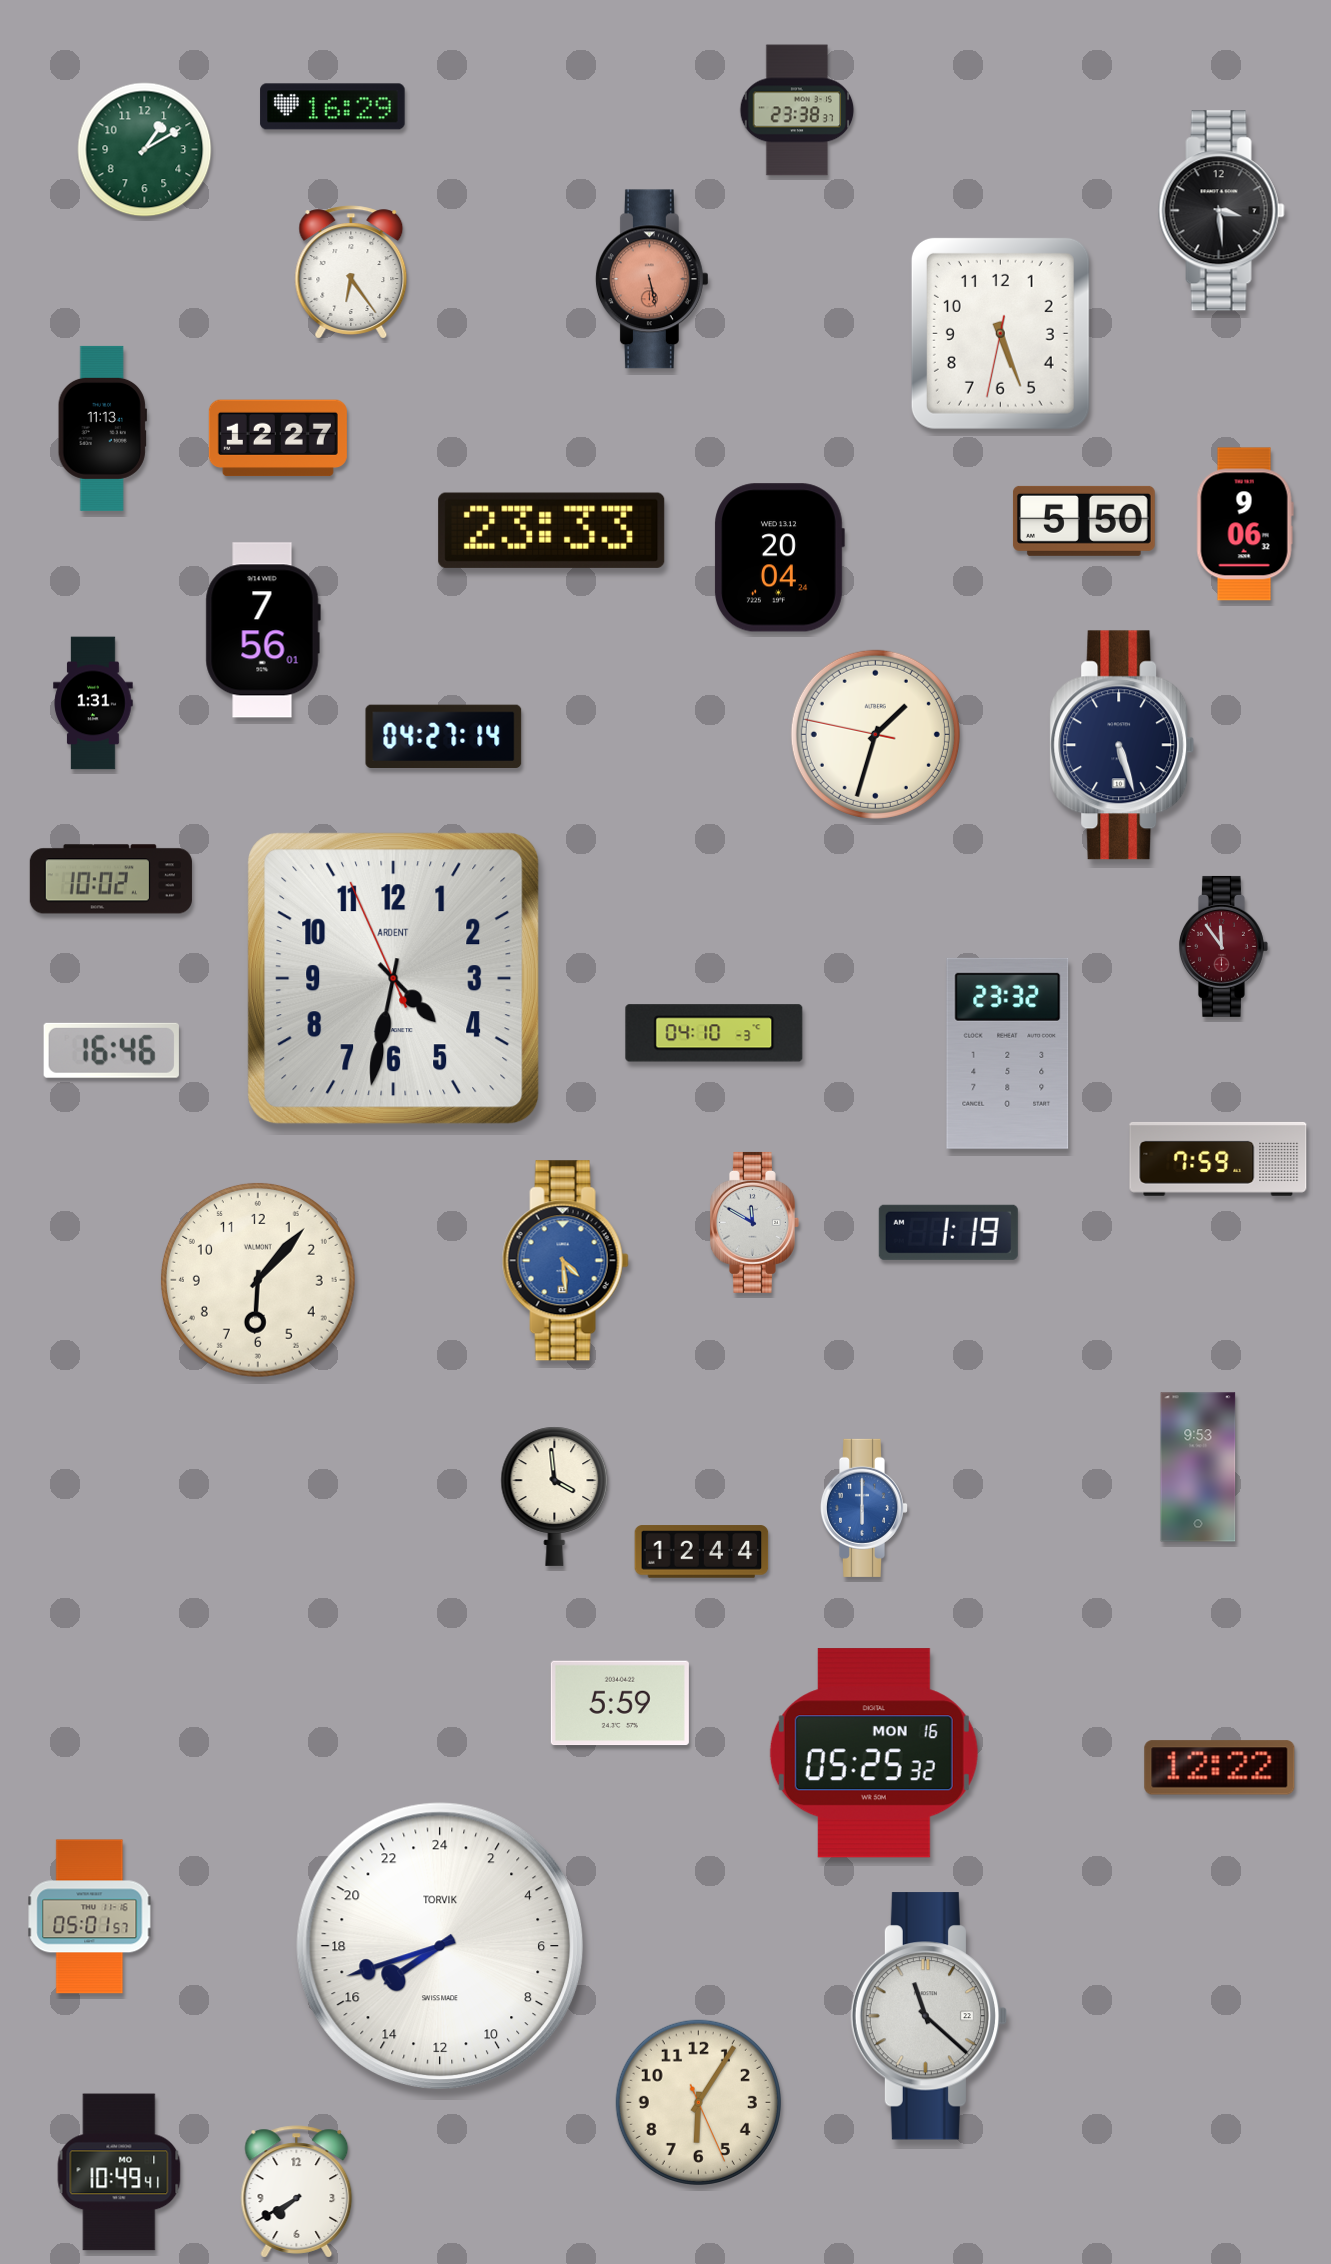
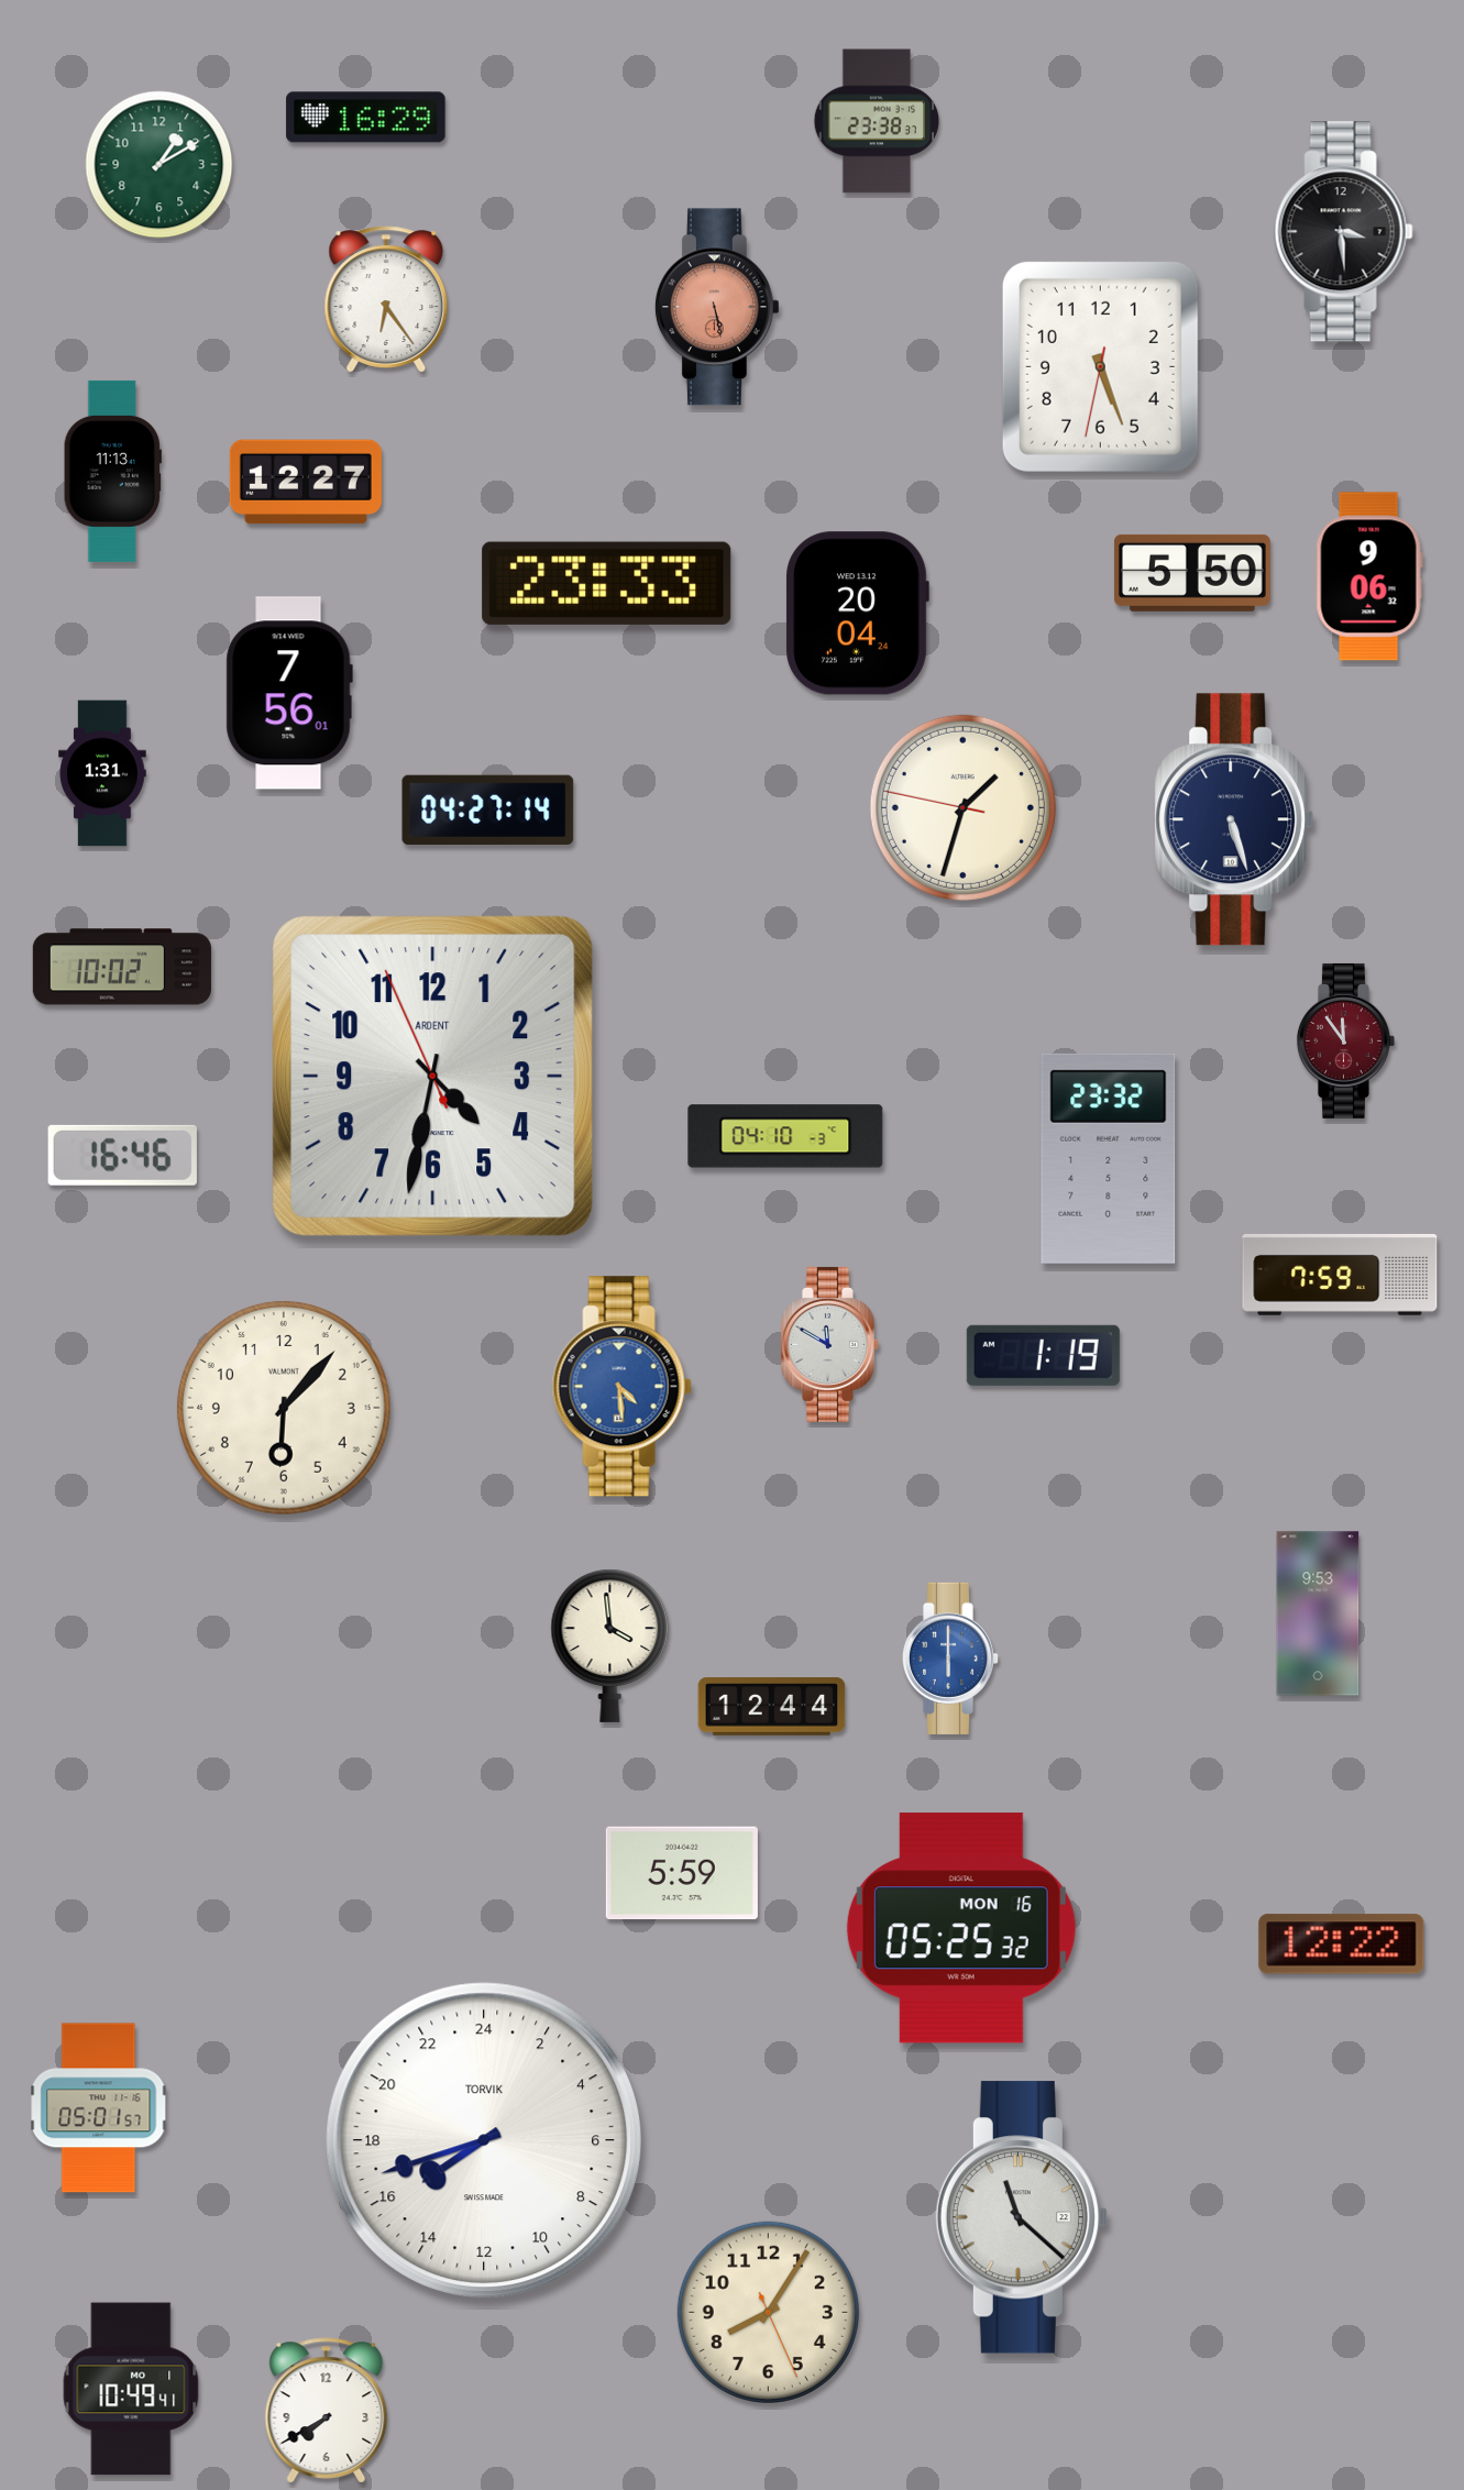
clock at (698, 2102): 6:05 -> 8:05
